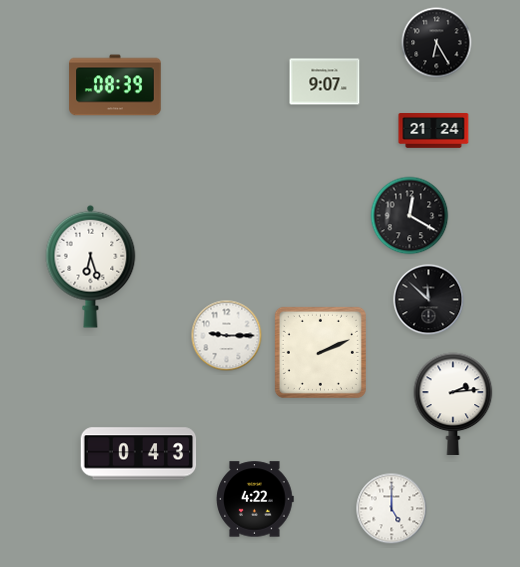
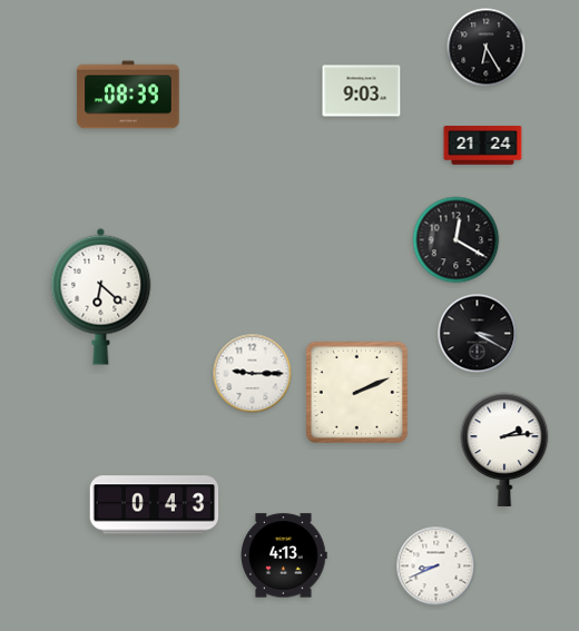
clock at (325, 82): 9:07 -> 9:03
clock at (91, 266): 6:27 -> 6:22
clock at (429, 300): 11:52 -> 3:20
clock at (255, 499): 4:22 -> 4:13
clock at (392, 509): 5:00 -> 8:41
